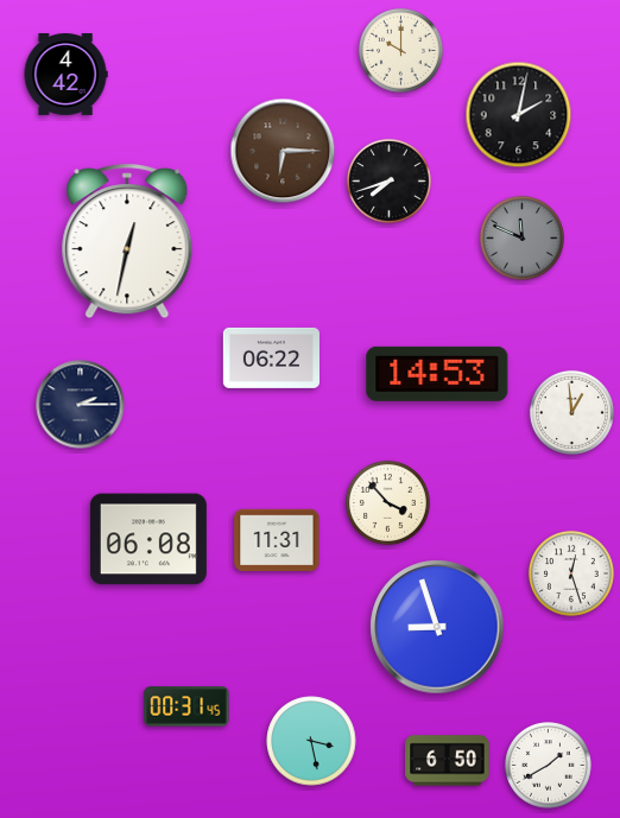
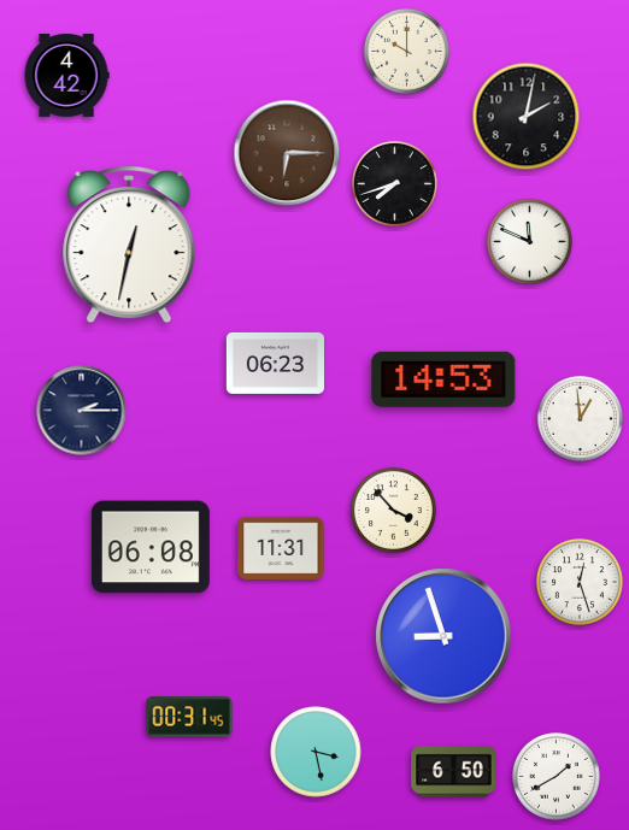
clock at (521, 237) dial: grey -> white
clock at (271, 357): 06:22 -> 06:23
